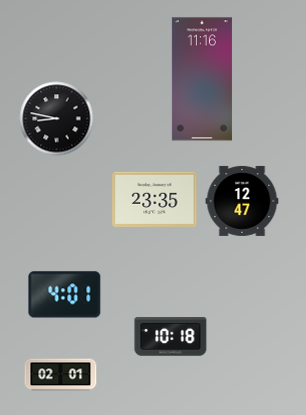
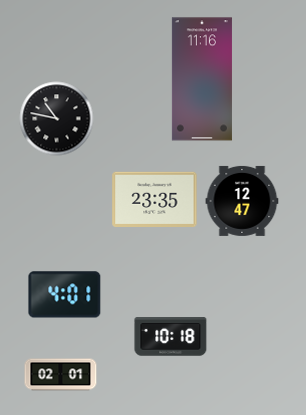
clock at (57, 119): 8:47 -> 10:47
